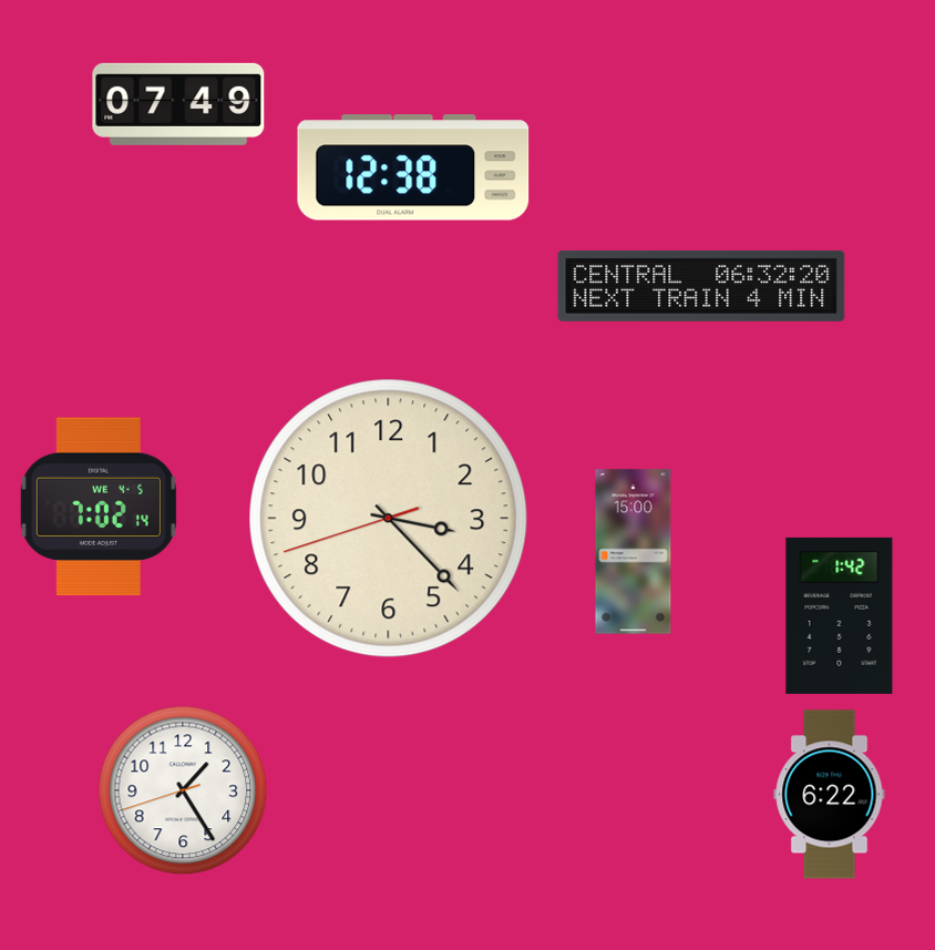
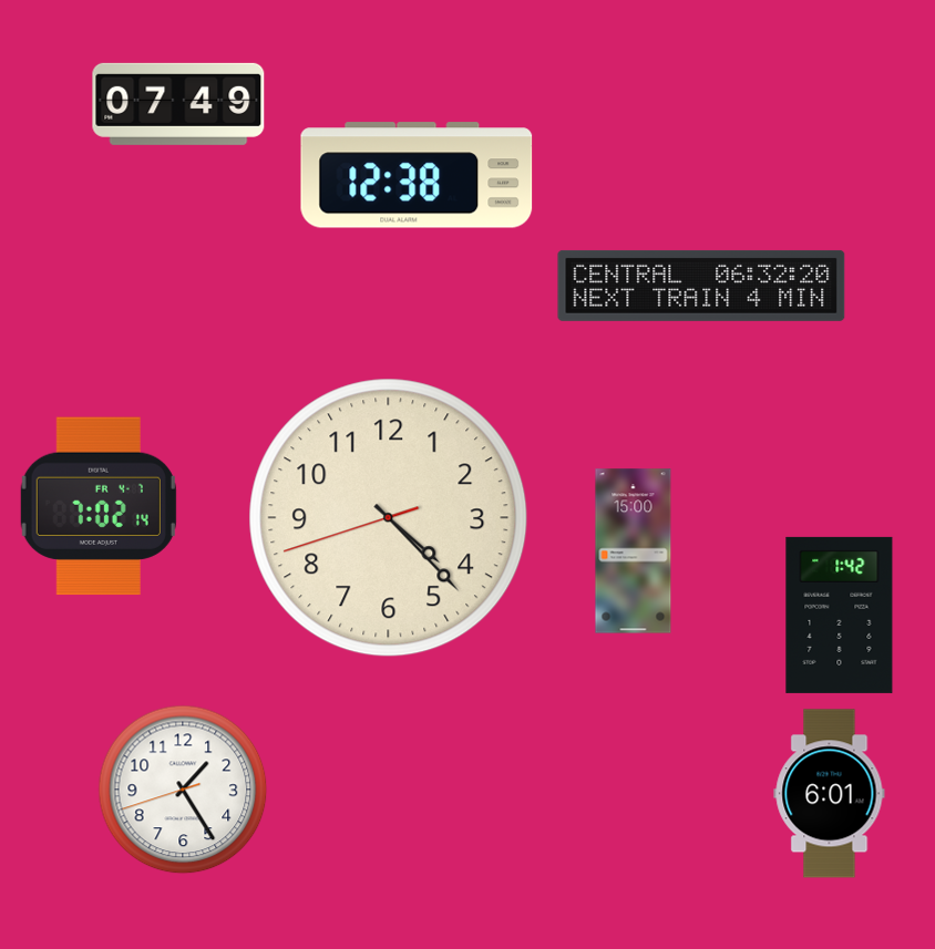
clock at (413, 167) position: (413, 167) -> (417, 175)
clock at (99, 507) date: WE 4-5 -> FR 4-7
clock at (389, 519): 3:22 -> 4:22
clock at (830, 795): 6:22 -> 6:01
